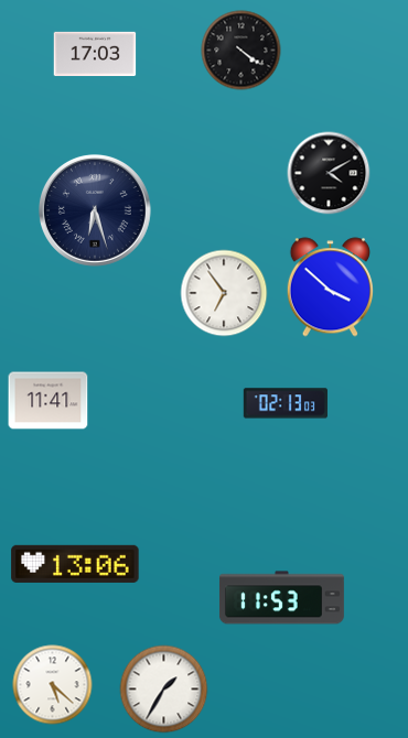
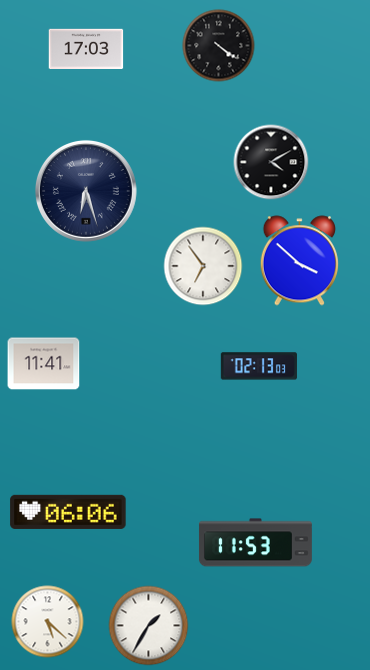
clock at (329, 173) position: (329, 173) -> (271, 162)
clock at (75, 564): 13:06 -> 06:06
